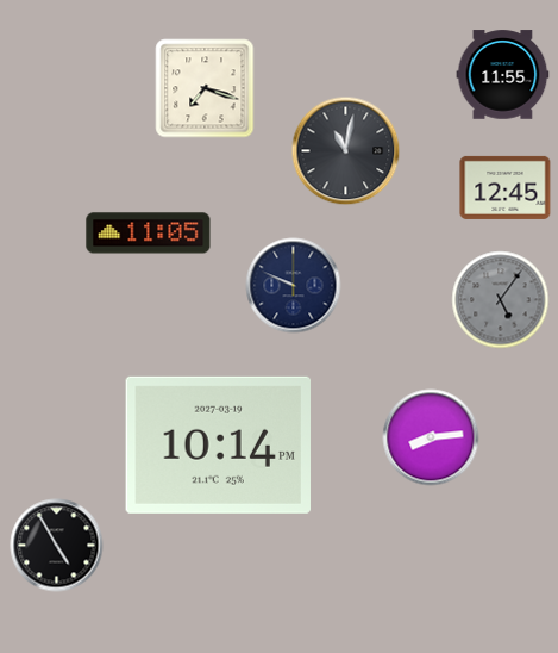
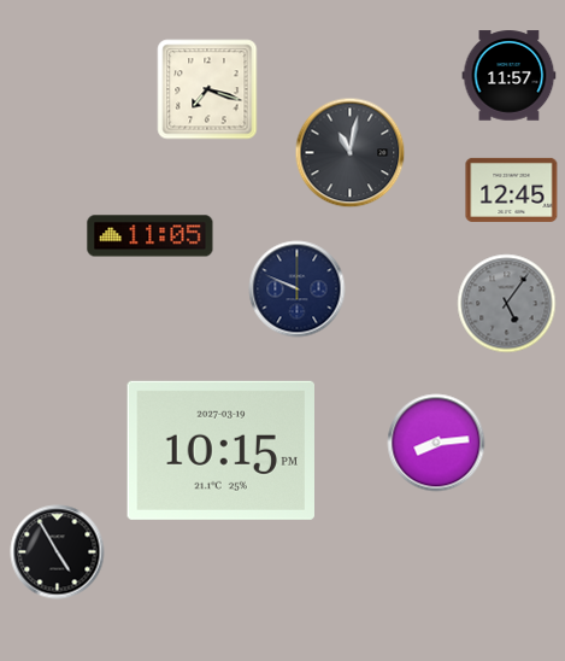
clock at (503, 75): 11:55 -> 11:57
clock at (218, 444): 10:14 -> 10:15
